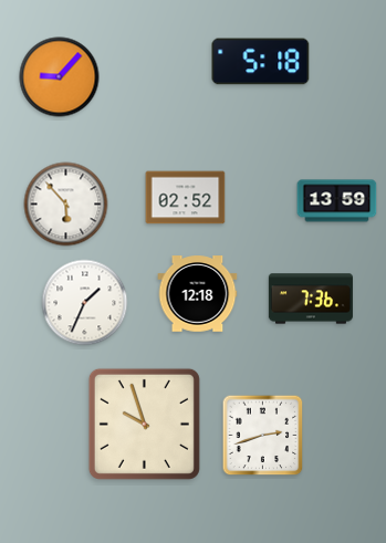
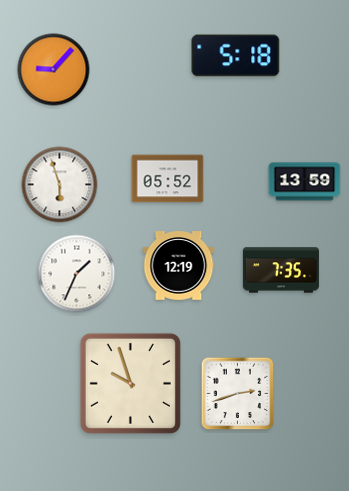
clock at (186, 198): 02:52 -> 05:52
clock at (66, 205): 5:53 -> 5:57
clock at (198, 294): 12:18 -> 12:19
clock at (311, 299): 7:36 -> 7:35
